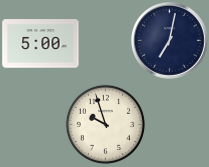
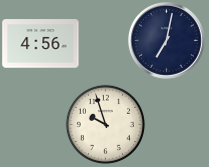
clock at (169, 40) position: (169, 40) -> (166, 40)
clock at (41, 44): 5:00 -> 4:56
